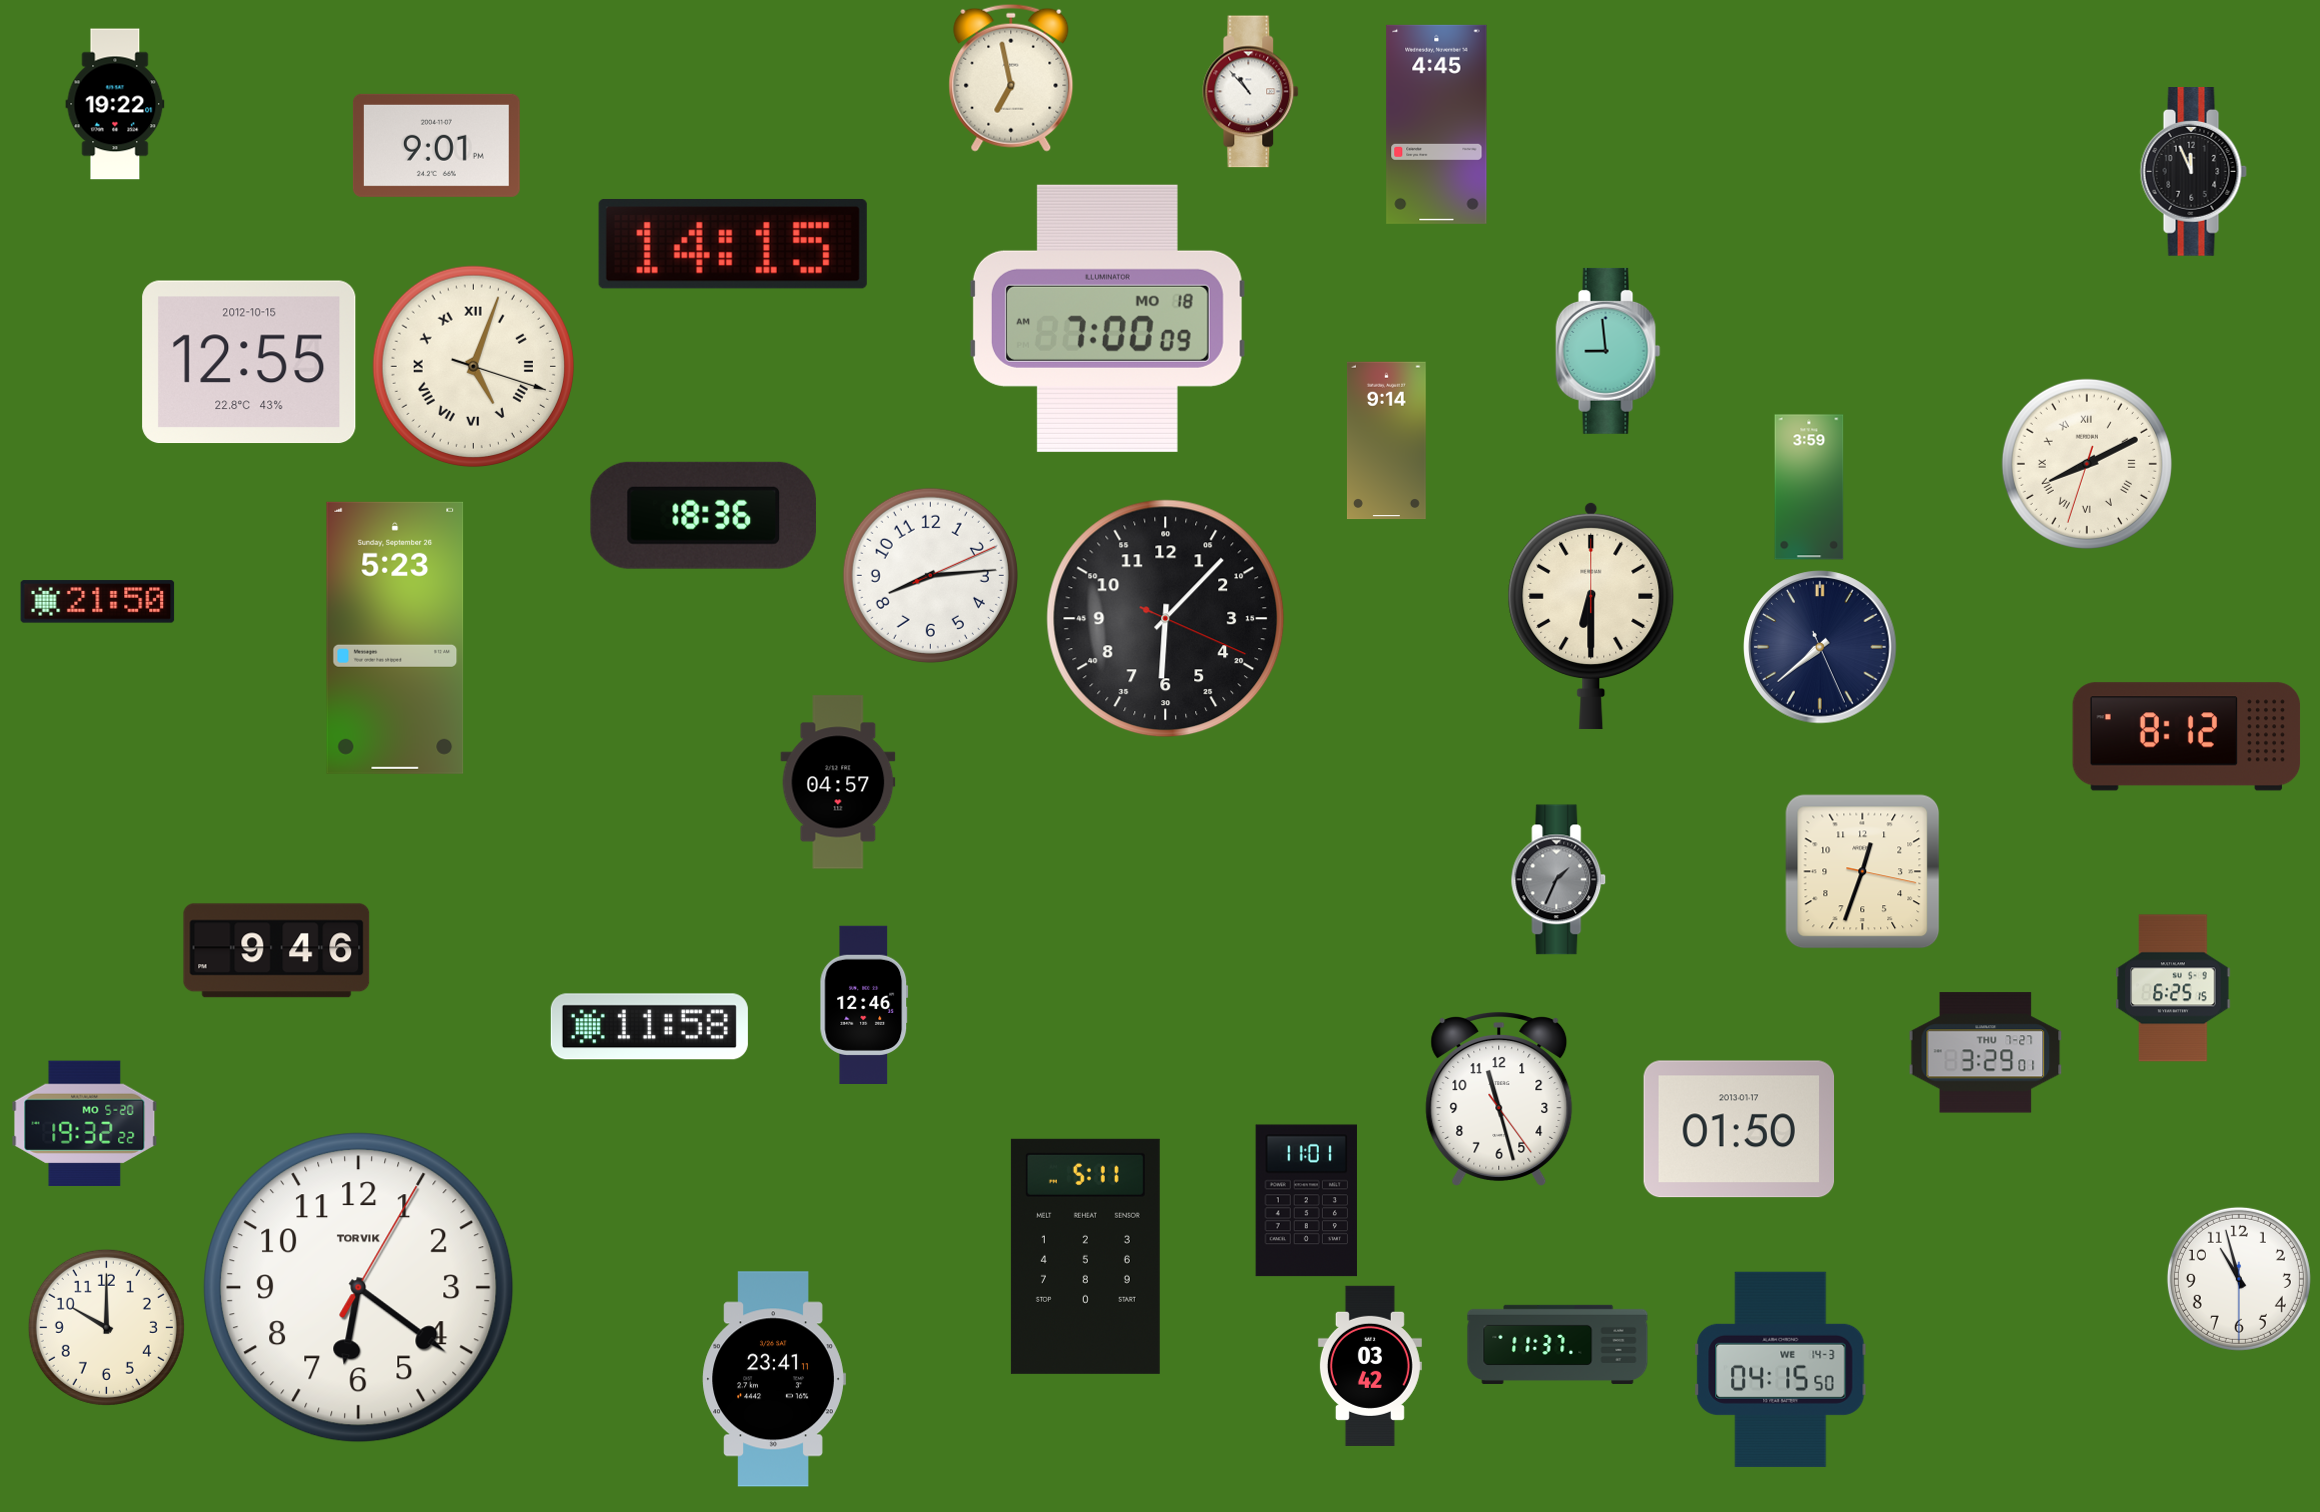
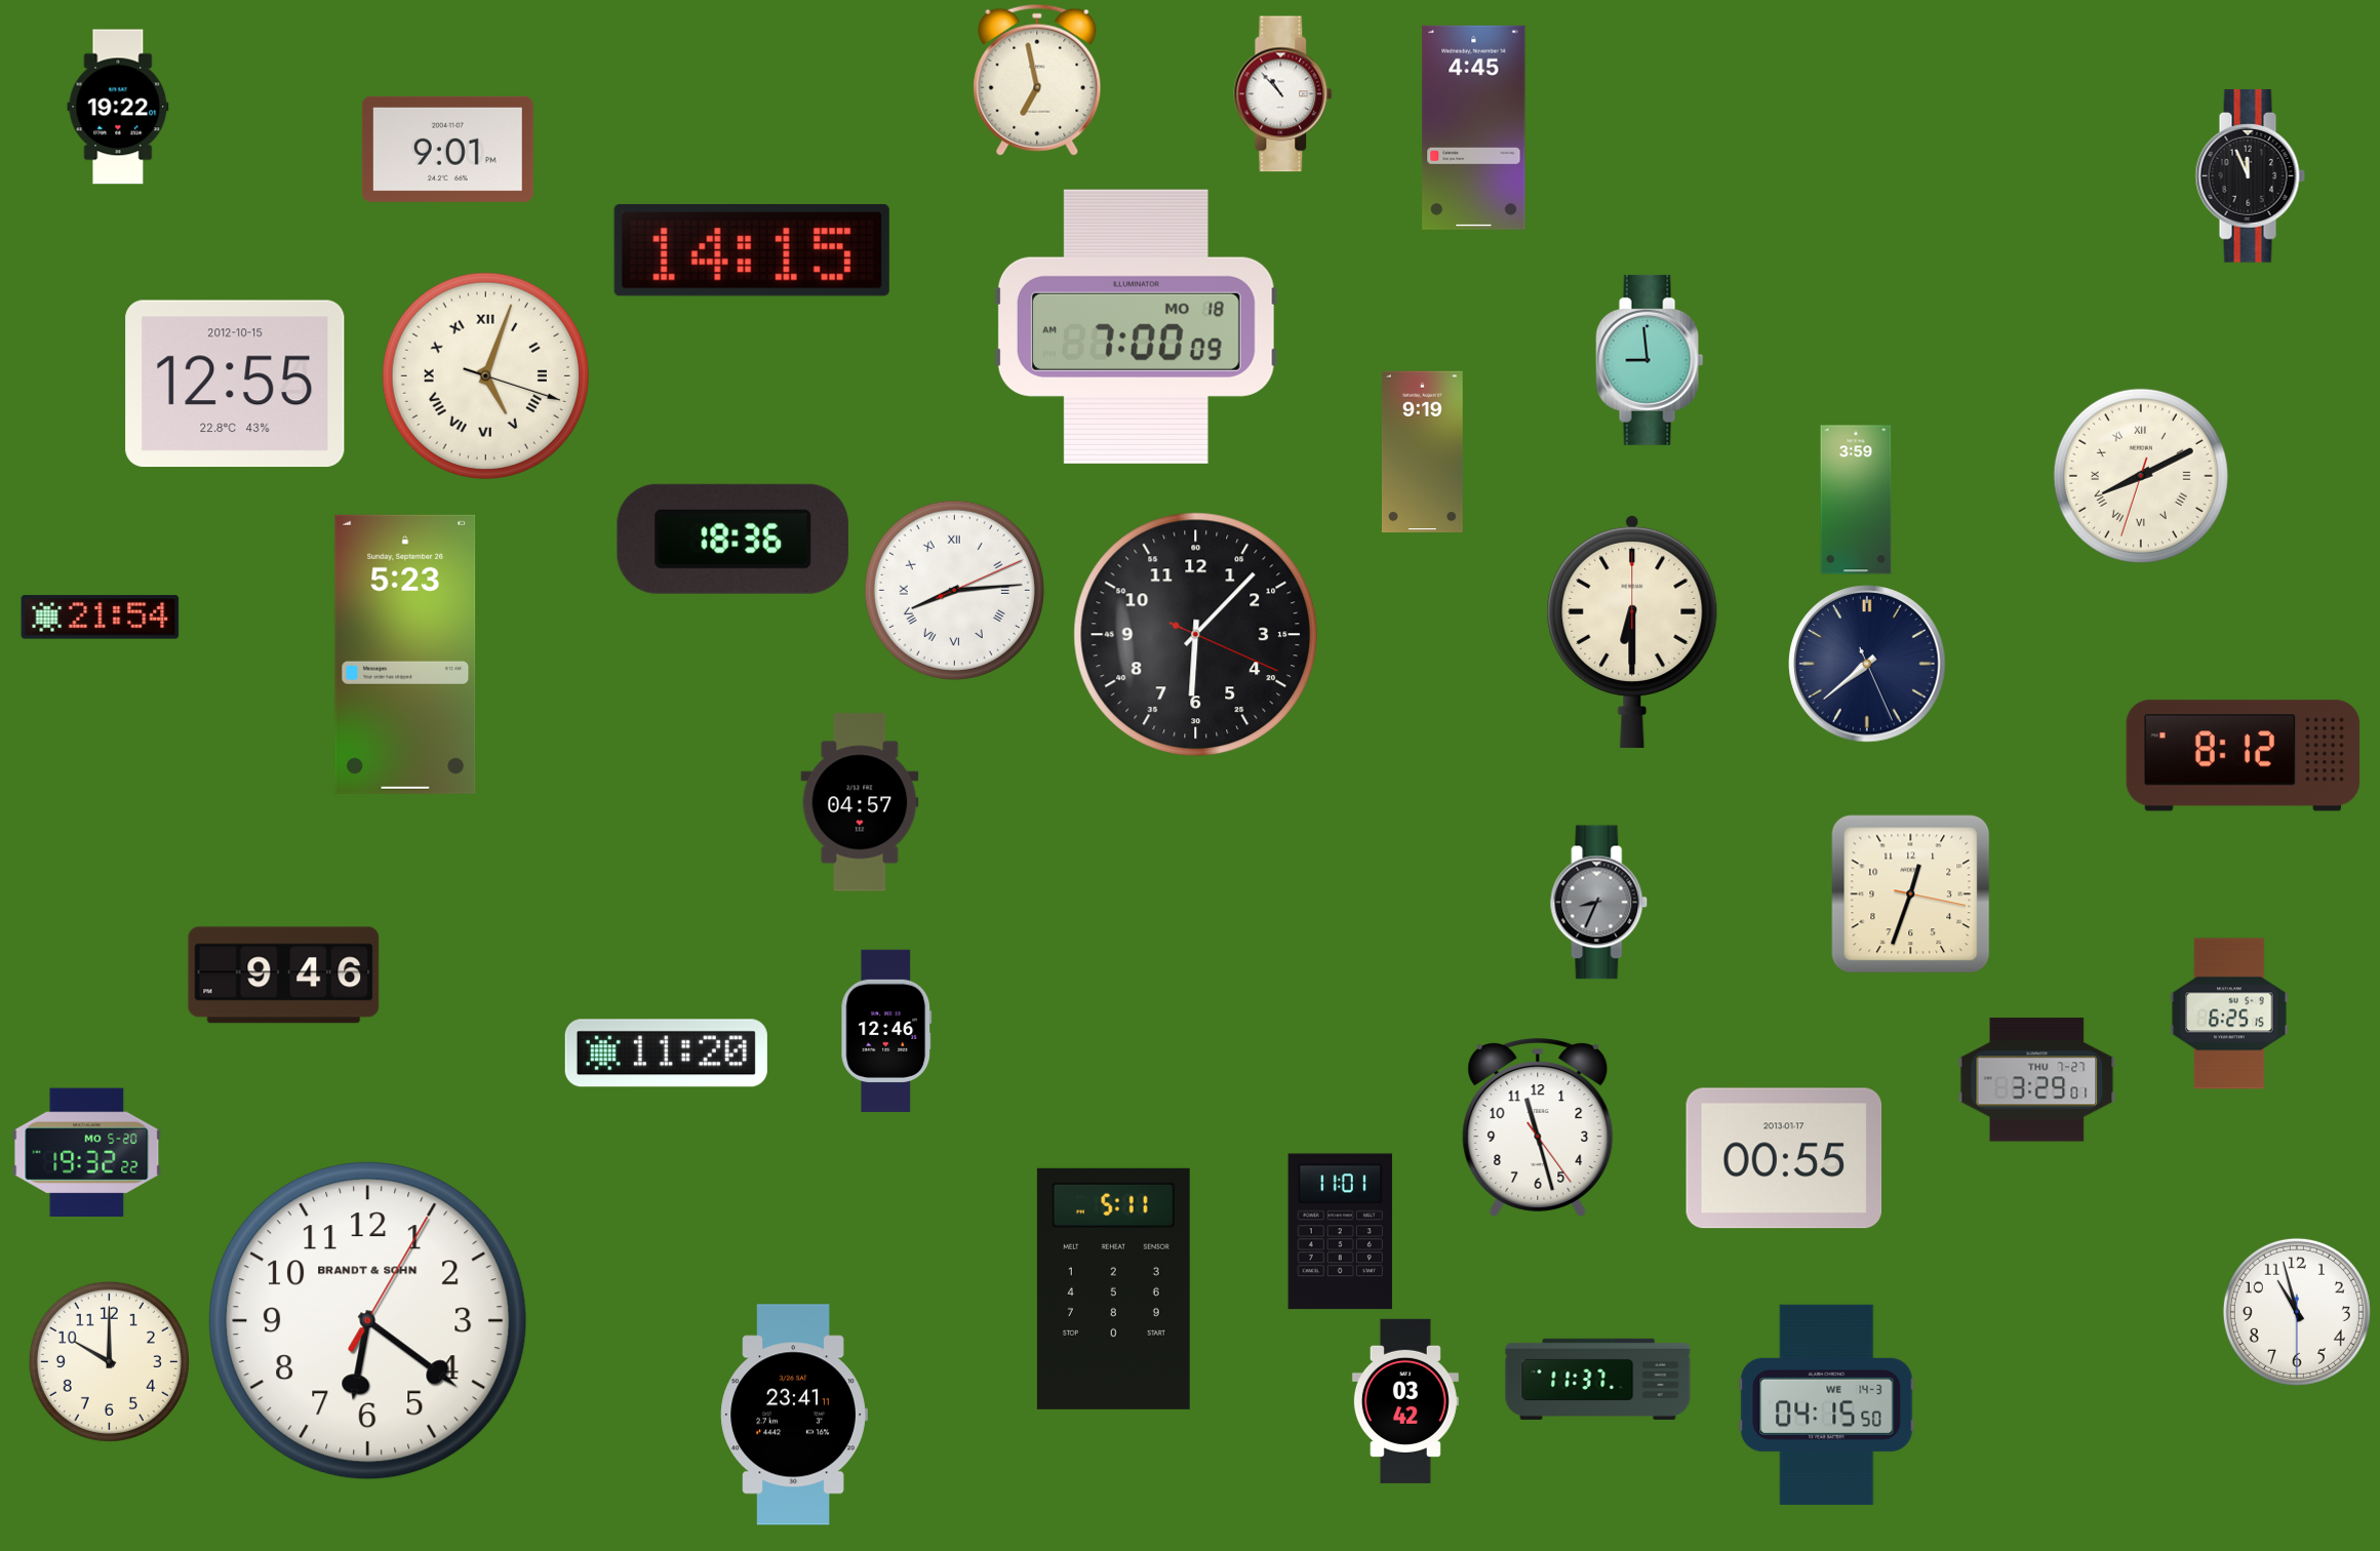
clock at (249, 362) position: (249, 362) -> (235, 384)
clock at (1386, 441): 9:14 -> 9:19
clock at (703, 515) position: (703, 515) -> (732, 539)
clock at (930, 575) numerals: Arabic -> Roman
clock at (98, 602): 21:50 -> 21:54
clock at (1559, 880): 1:34 -> 8:34
clock at (649, 1027): 11:58 -> 11:20
clock at (1739, 1129): 01:50 -> 00:55
clock at (359, 1288) brand: TORVIK -> BRANDT & SOHN
